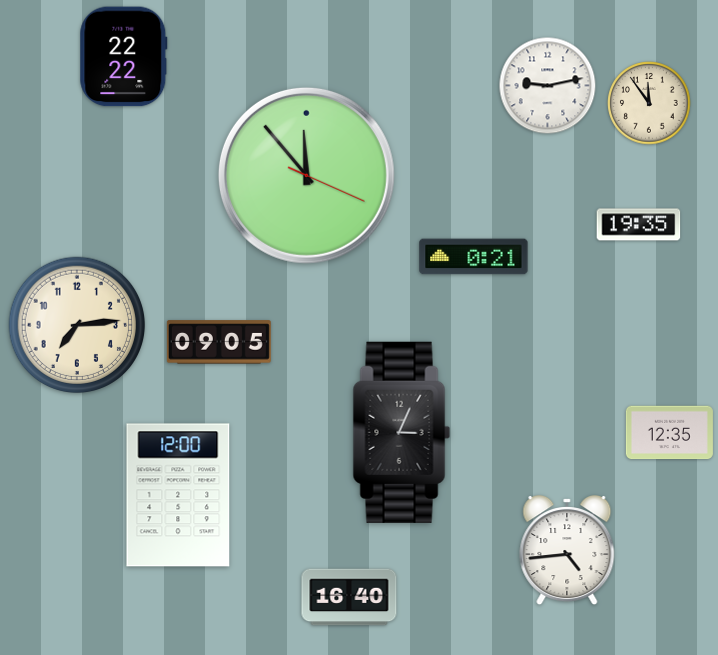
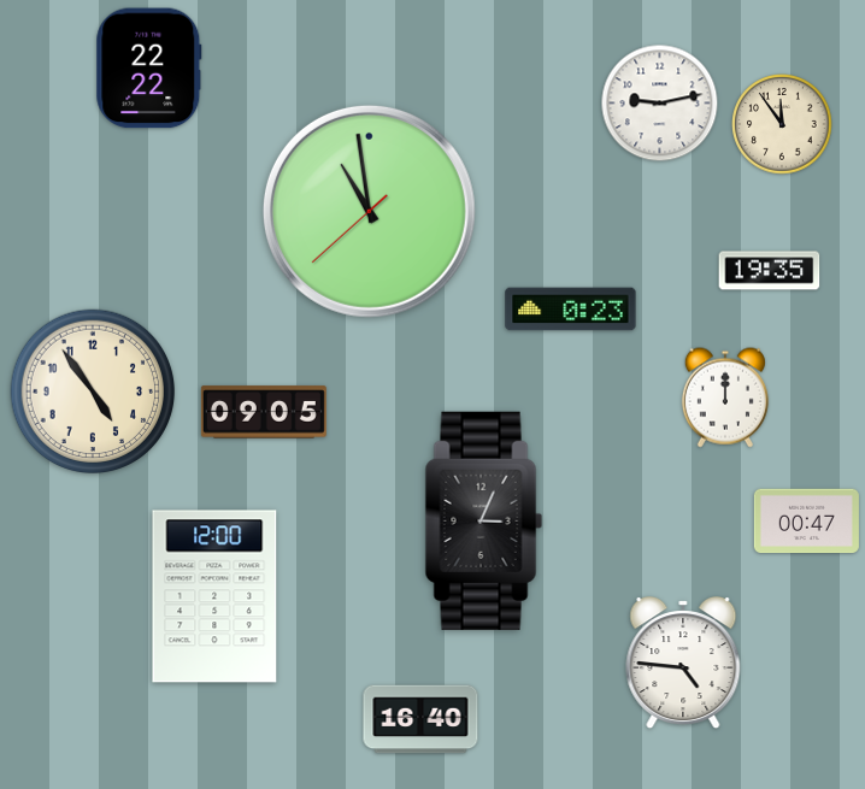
clock at (306, 175): 11:53 -> 10:58
clock at (474, 257): 0:21 -> 0:23
clock at (77, 325): 7:14 -> 4:54
clock at (725, 398): none -> 12:00
clock at (669, 433): 12:35 -> 00:47
clock at (567, 551): 4:44 -> 4:46
